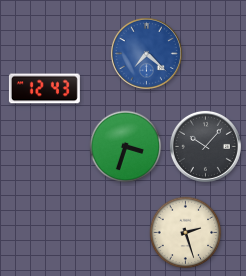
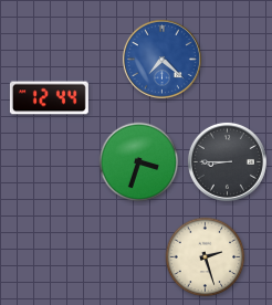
clock at (44, 89): 12:43 -> 12:44
clock at (205, 146): 10:07 -> 8:45
